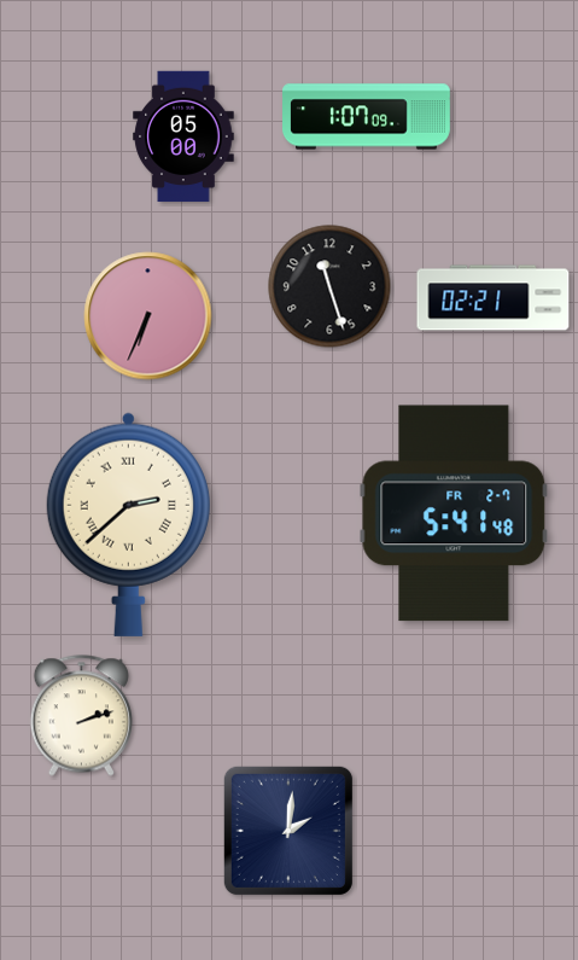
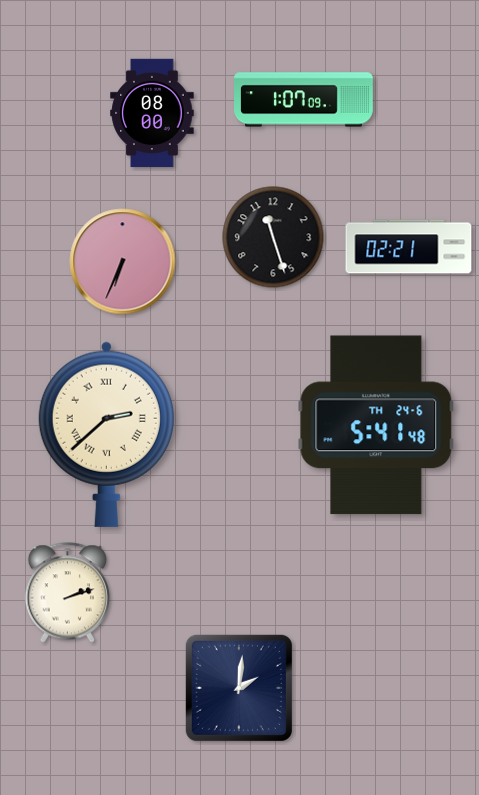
clock at (367, 117) position: (367, 117) -> (304, 100)
clock at (183, 136): 05:00 -> 08:00
clock at (454, 513) date: FR 2-7 -> TH 24-6
